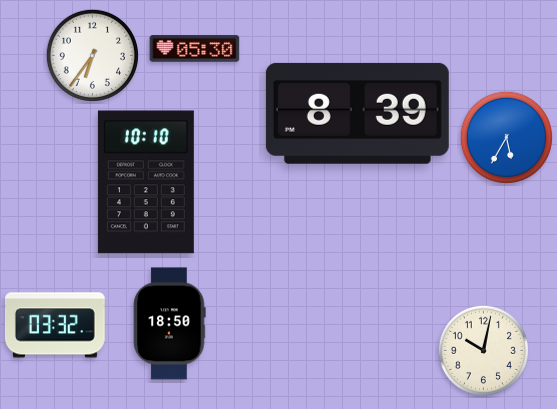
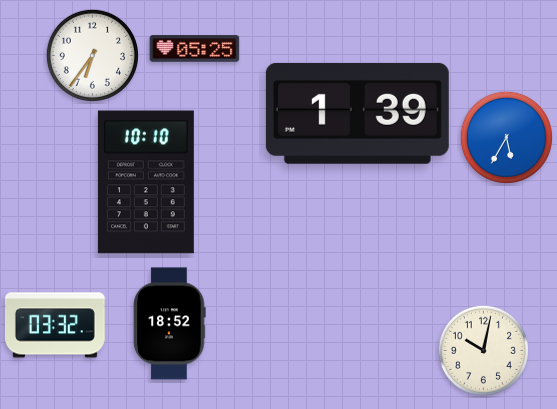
clock at (195, 49): 05:30 -> 05:25
clock at (357, 113): 8:39 -> 1:39
clock at (170, 324): 18:50 -> 18:52
